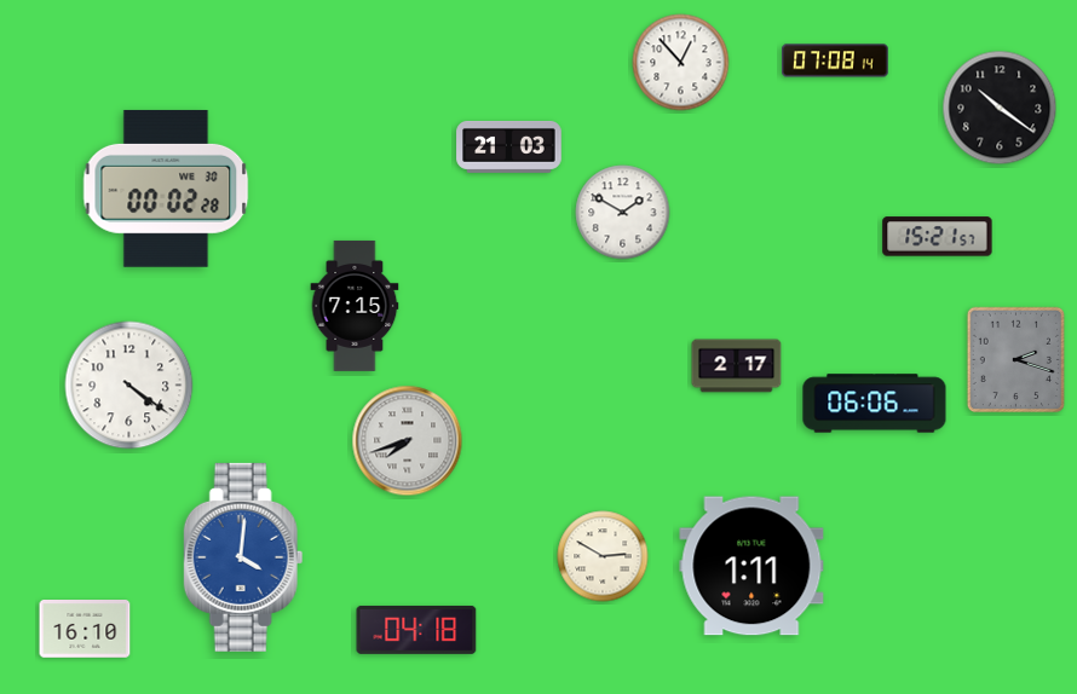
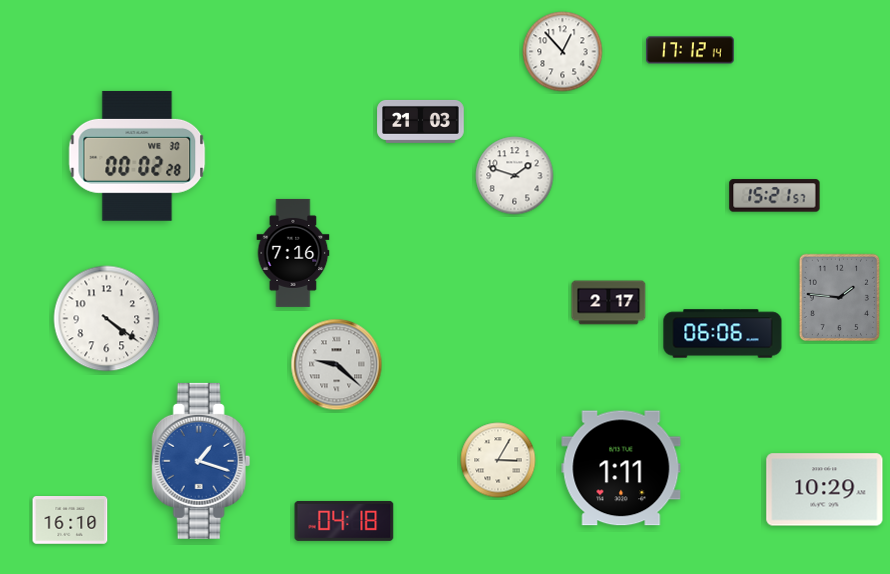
clock at (835, 60): 07:08 -> 17:12
clock at (1000, 108): 10:21 -> none
clock at (623, 213): 1:50 -> 1:48
clock at (355, 306): 7:15 -> 7:16
clock at (1015, 359): 2:18 -> 1:46
clock at (408, 441): 7:42 -> 9:22
clock at (603, 556): 2:50 -> 3:05
clock at (243, 557): 4:01 -> 1:18
clock at (825, 490): none -> 10:29
